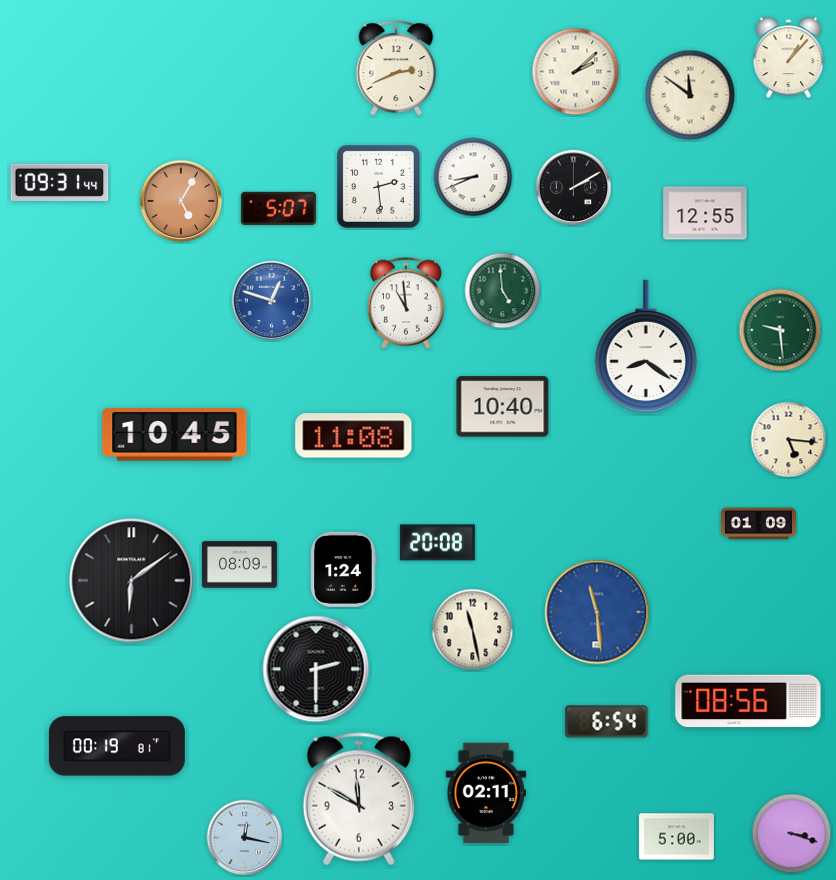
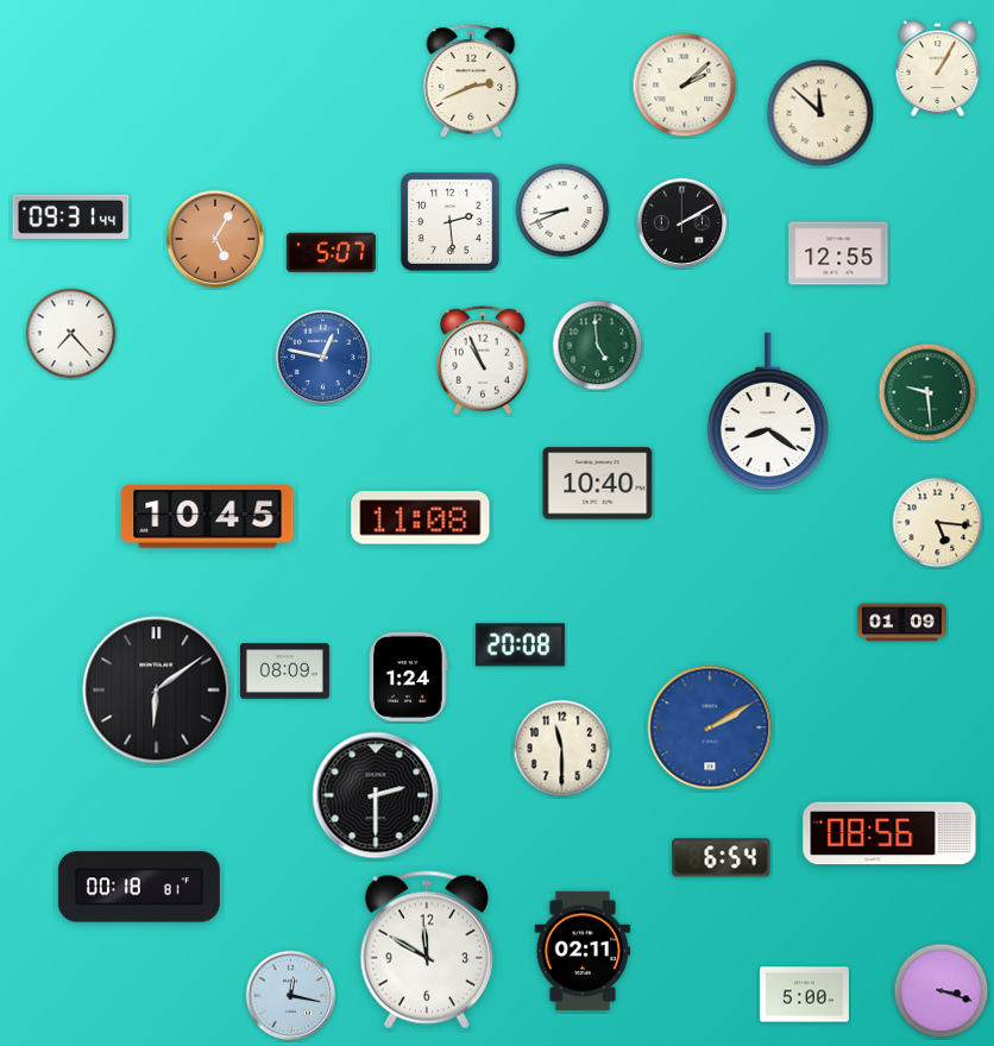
clock at (789, 57): 1:07 -> 1:05
clock at (690, 95): 11:51 -> 11:52
clock at (278, 208) position: (278, 208) -> (331, 252)
clock at (71, 334): none -> 7:23
clock at (272, 301): 12:48 -> 12:47
clock at (406, 303): 10:59 -> 10:56
clock at (597, 612): 11:29 -> 2:10
clock at (473, 630): 11:28 -> 11:30
clock at (117, 746): 00:19 -> 00:18
clock at (486, 793) position: (486, 793) -> (583, 951)
